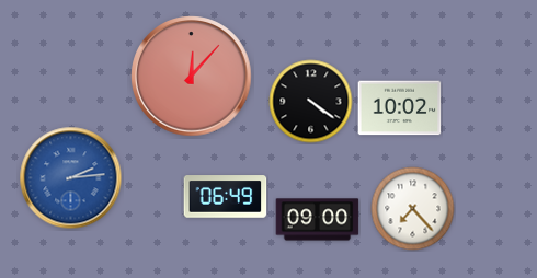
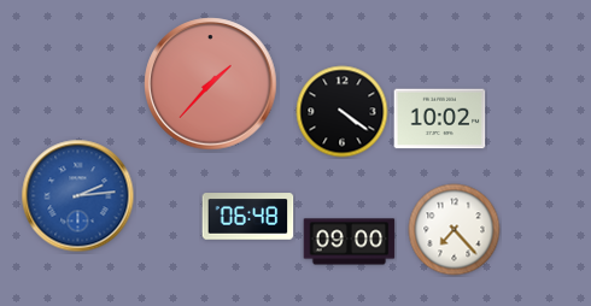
clock at (192, 77): 12:07 -> 1:37
clock at (226, 197): 06:49 -> 06:48
